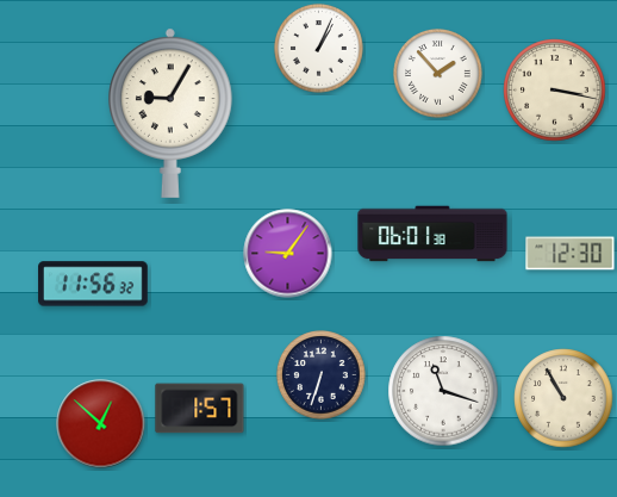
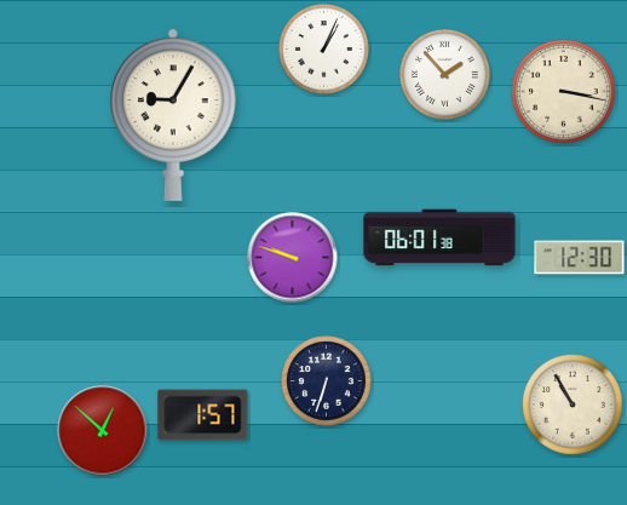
clock at (288, 254): 9:06 -> 9:48
clock at (94, 284): 11:56 -> none
clock at (443, 391): 11:18 -> none
